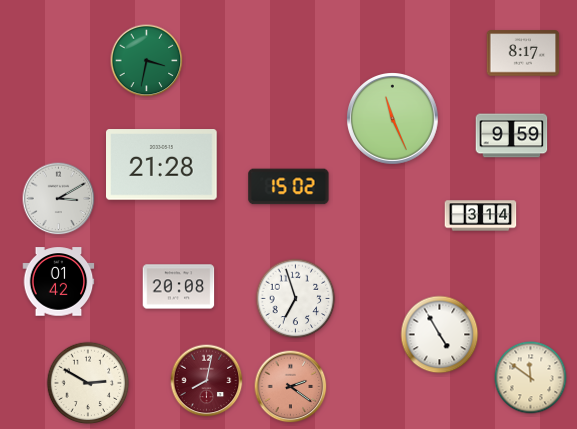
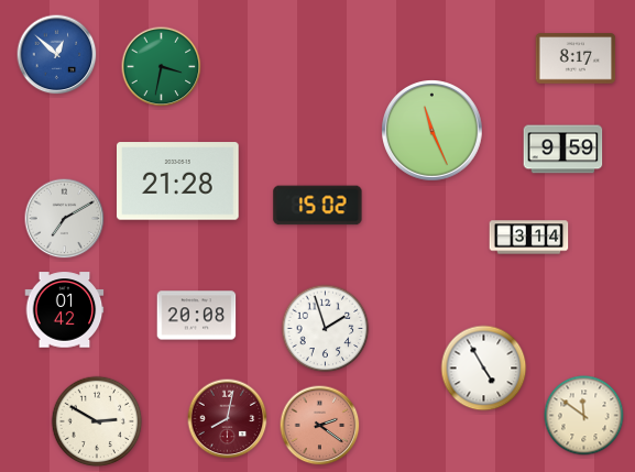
clock at (57, 55): none -> 12:52
clock at (59, 199): 3:10 -> 7:10
clock at (296, 299): 6:57 -> 1:57
